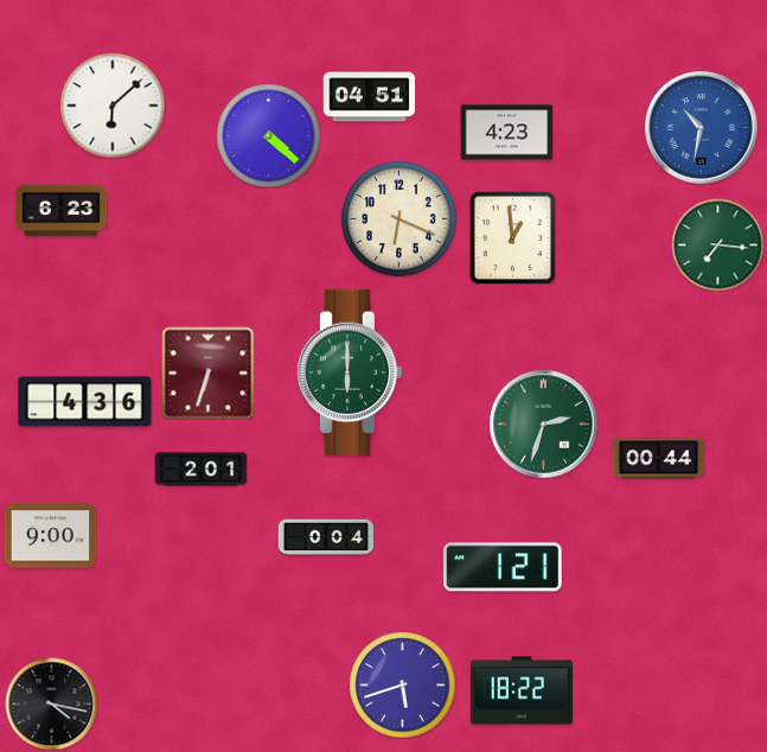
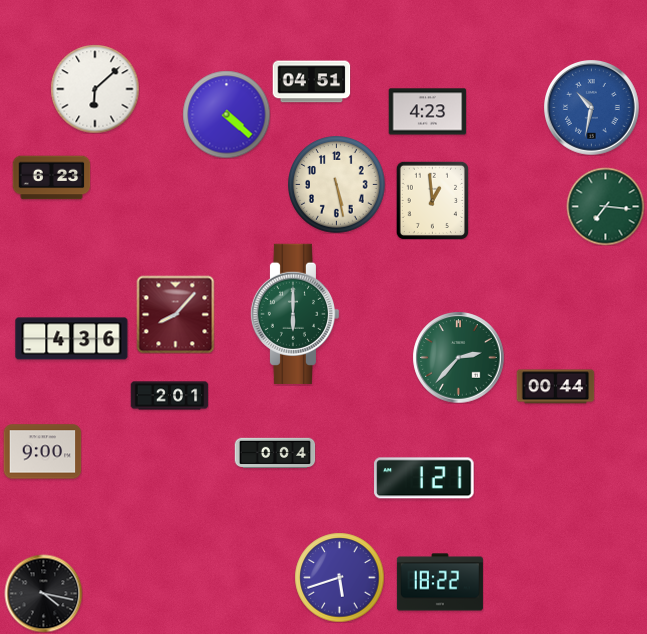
clock at (400, 219): 6:19 -> 5:28
clock at (207, 372): 6:33 -> 8:07
clock at (543, 423): 2:33 -> 2:37
